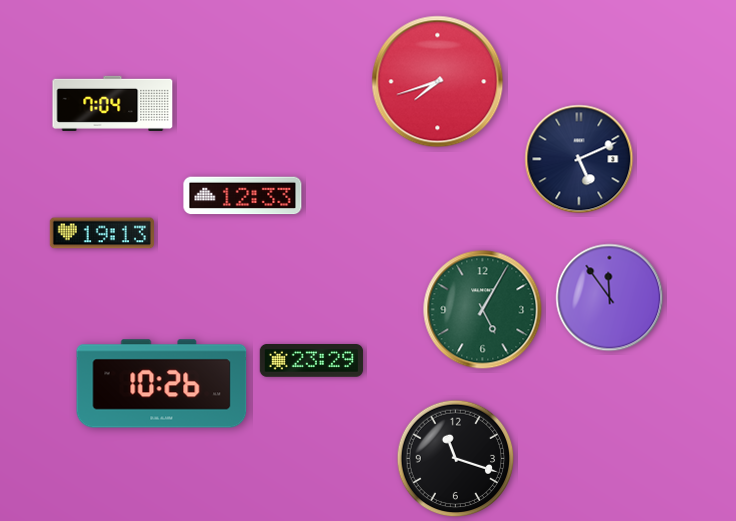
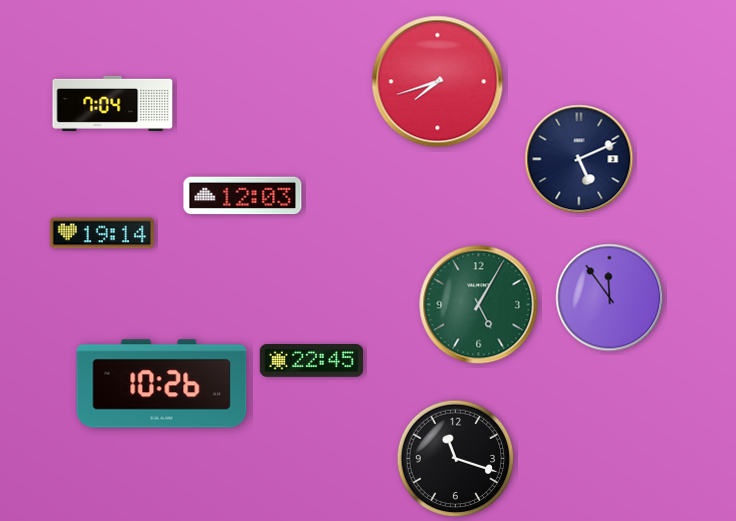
clock at (243, 196): 12:33 -> 12:03
clock at (102, 233): 19:13 -> 19:14
clock at (483, 310) position: (483, 310) -> (479, 305)
clock at (312, 361): 23:29 -> 22:45
